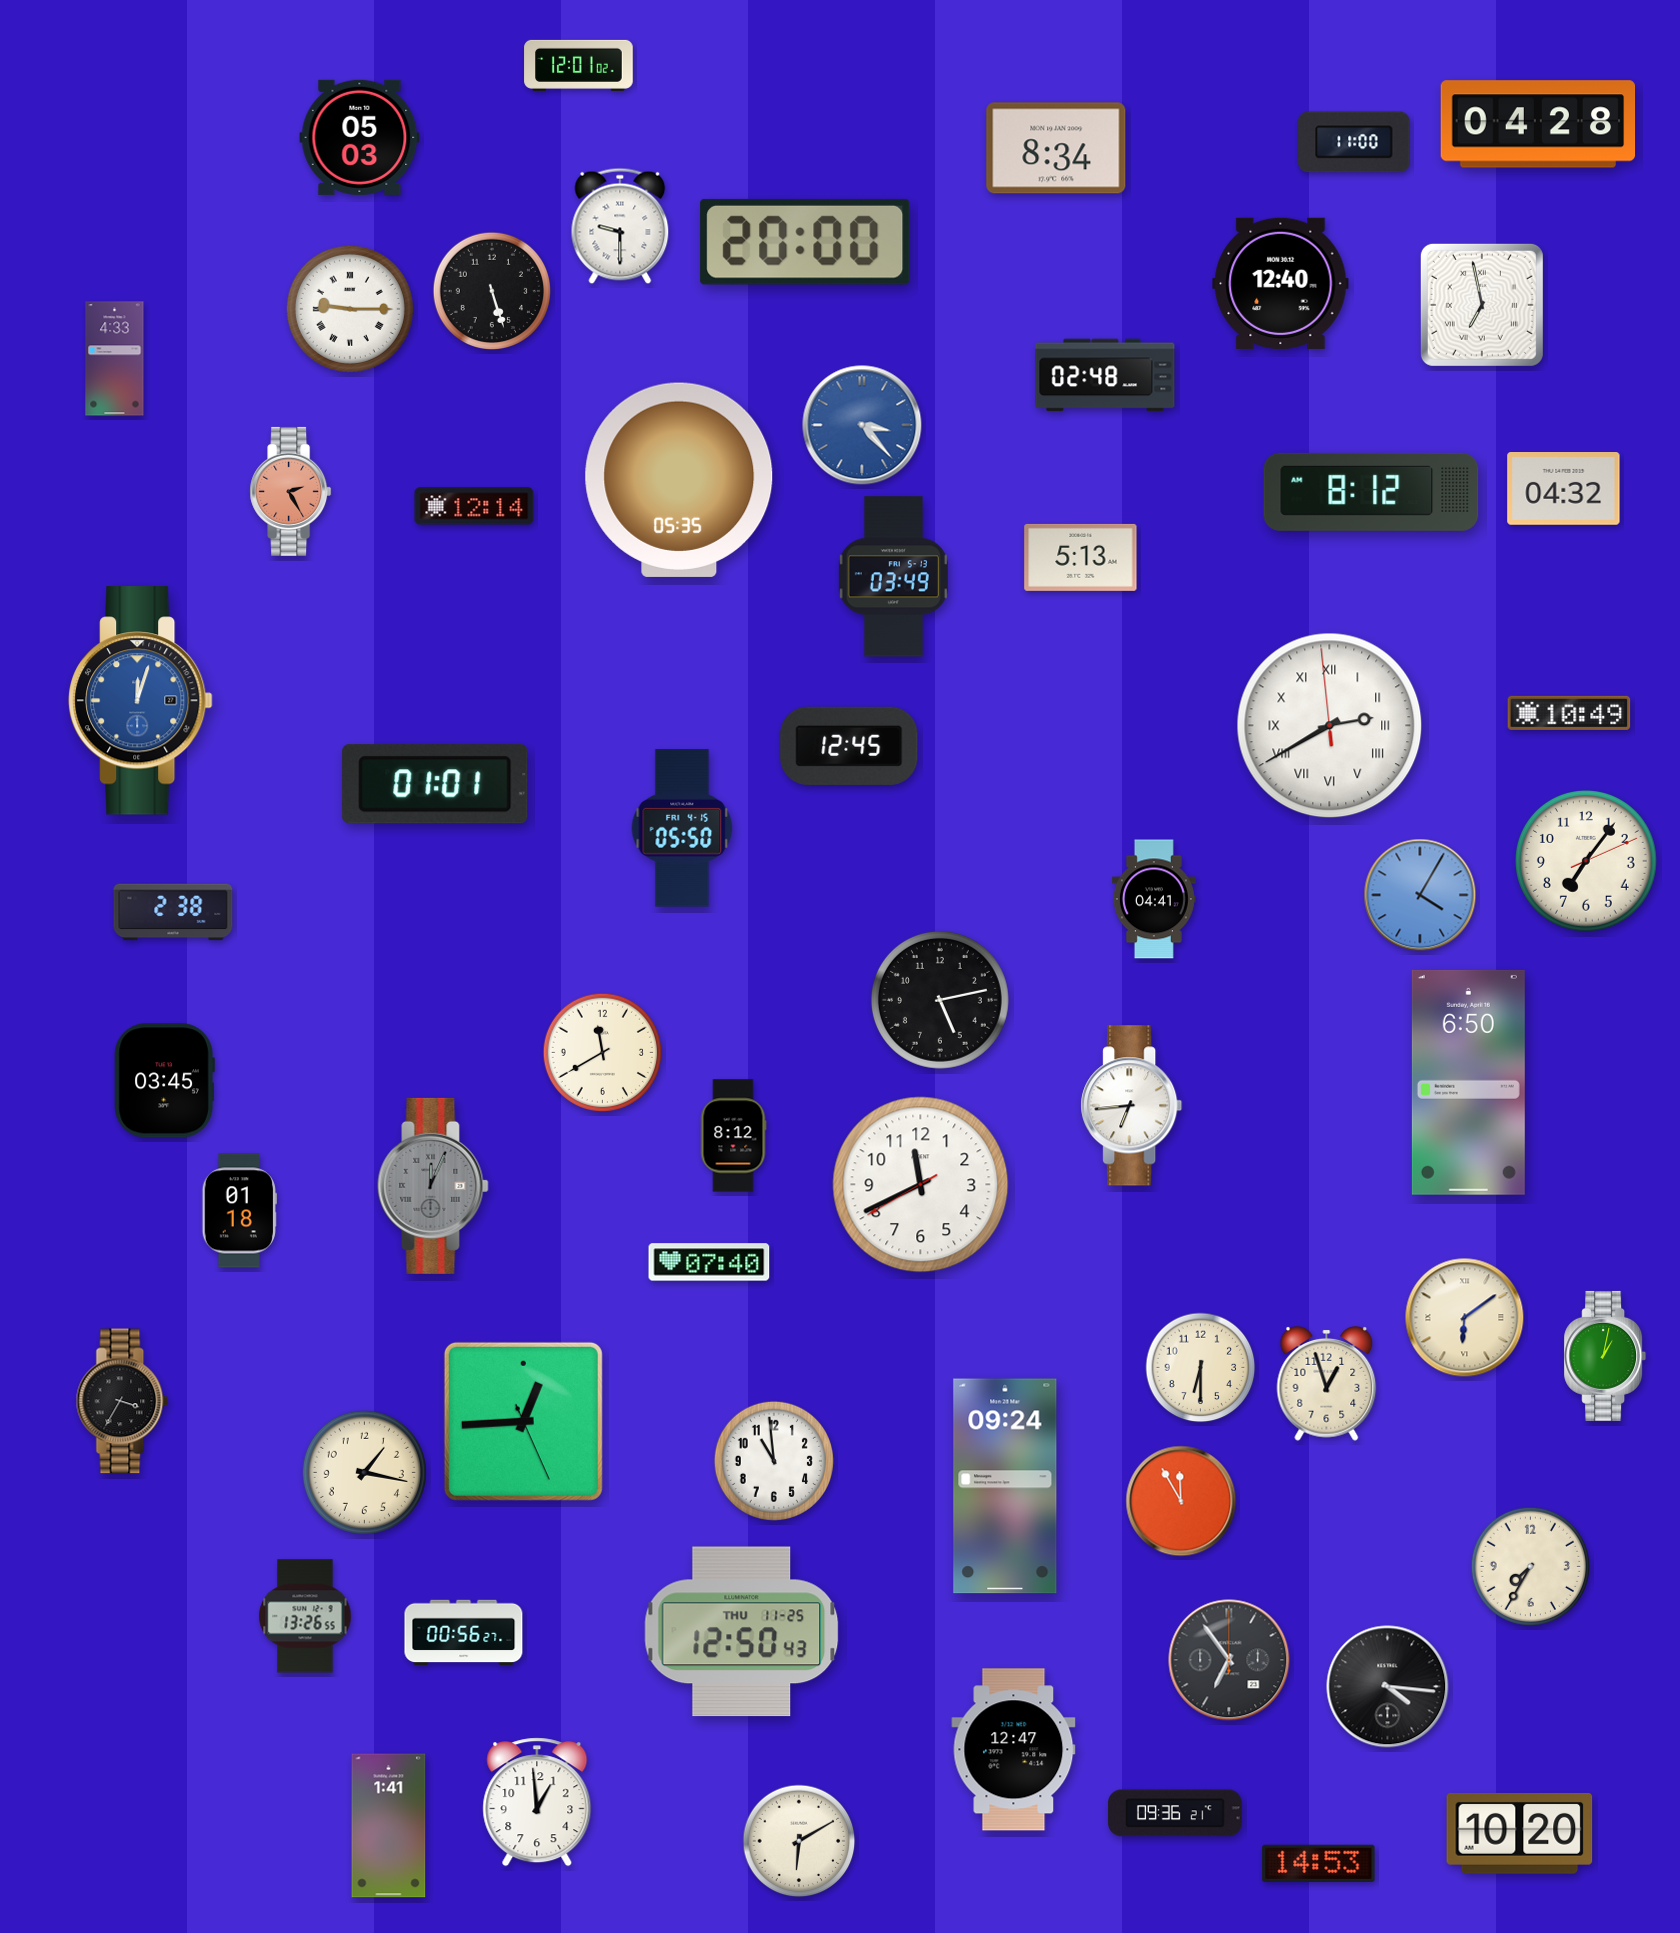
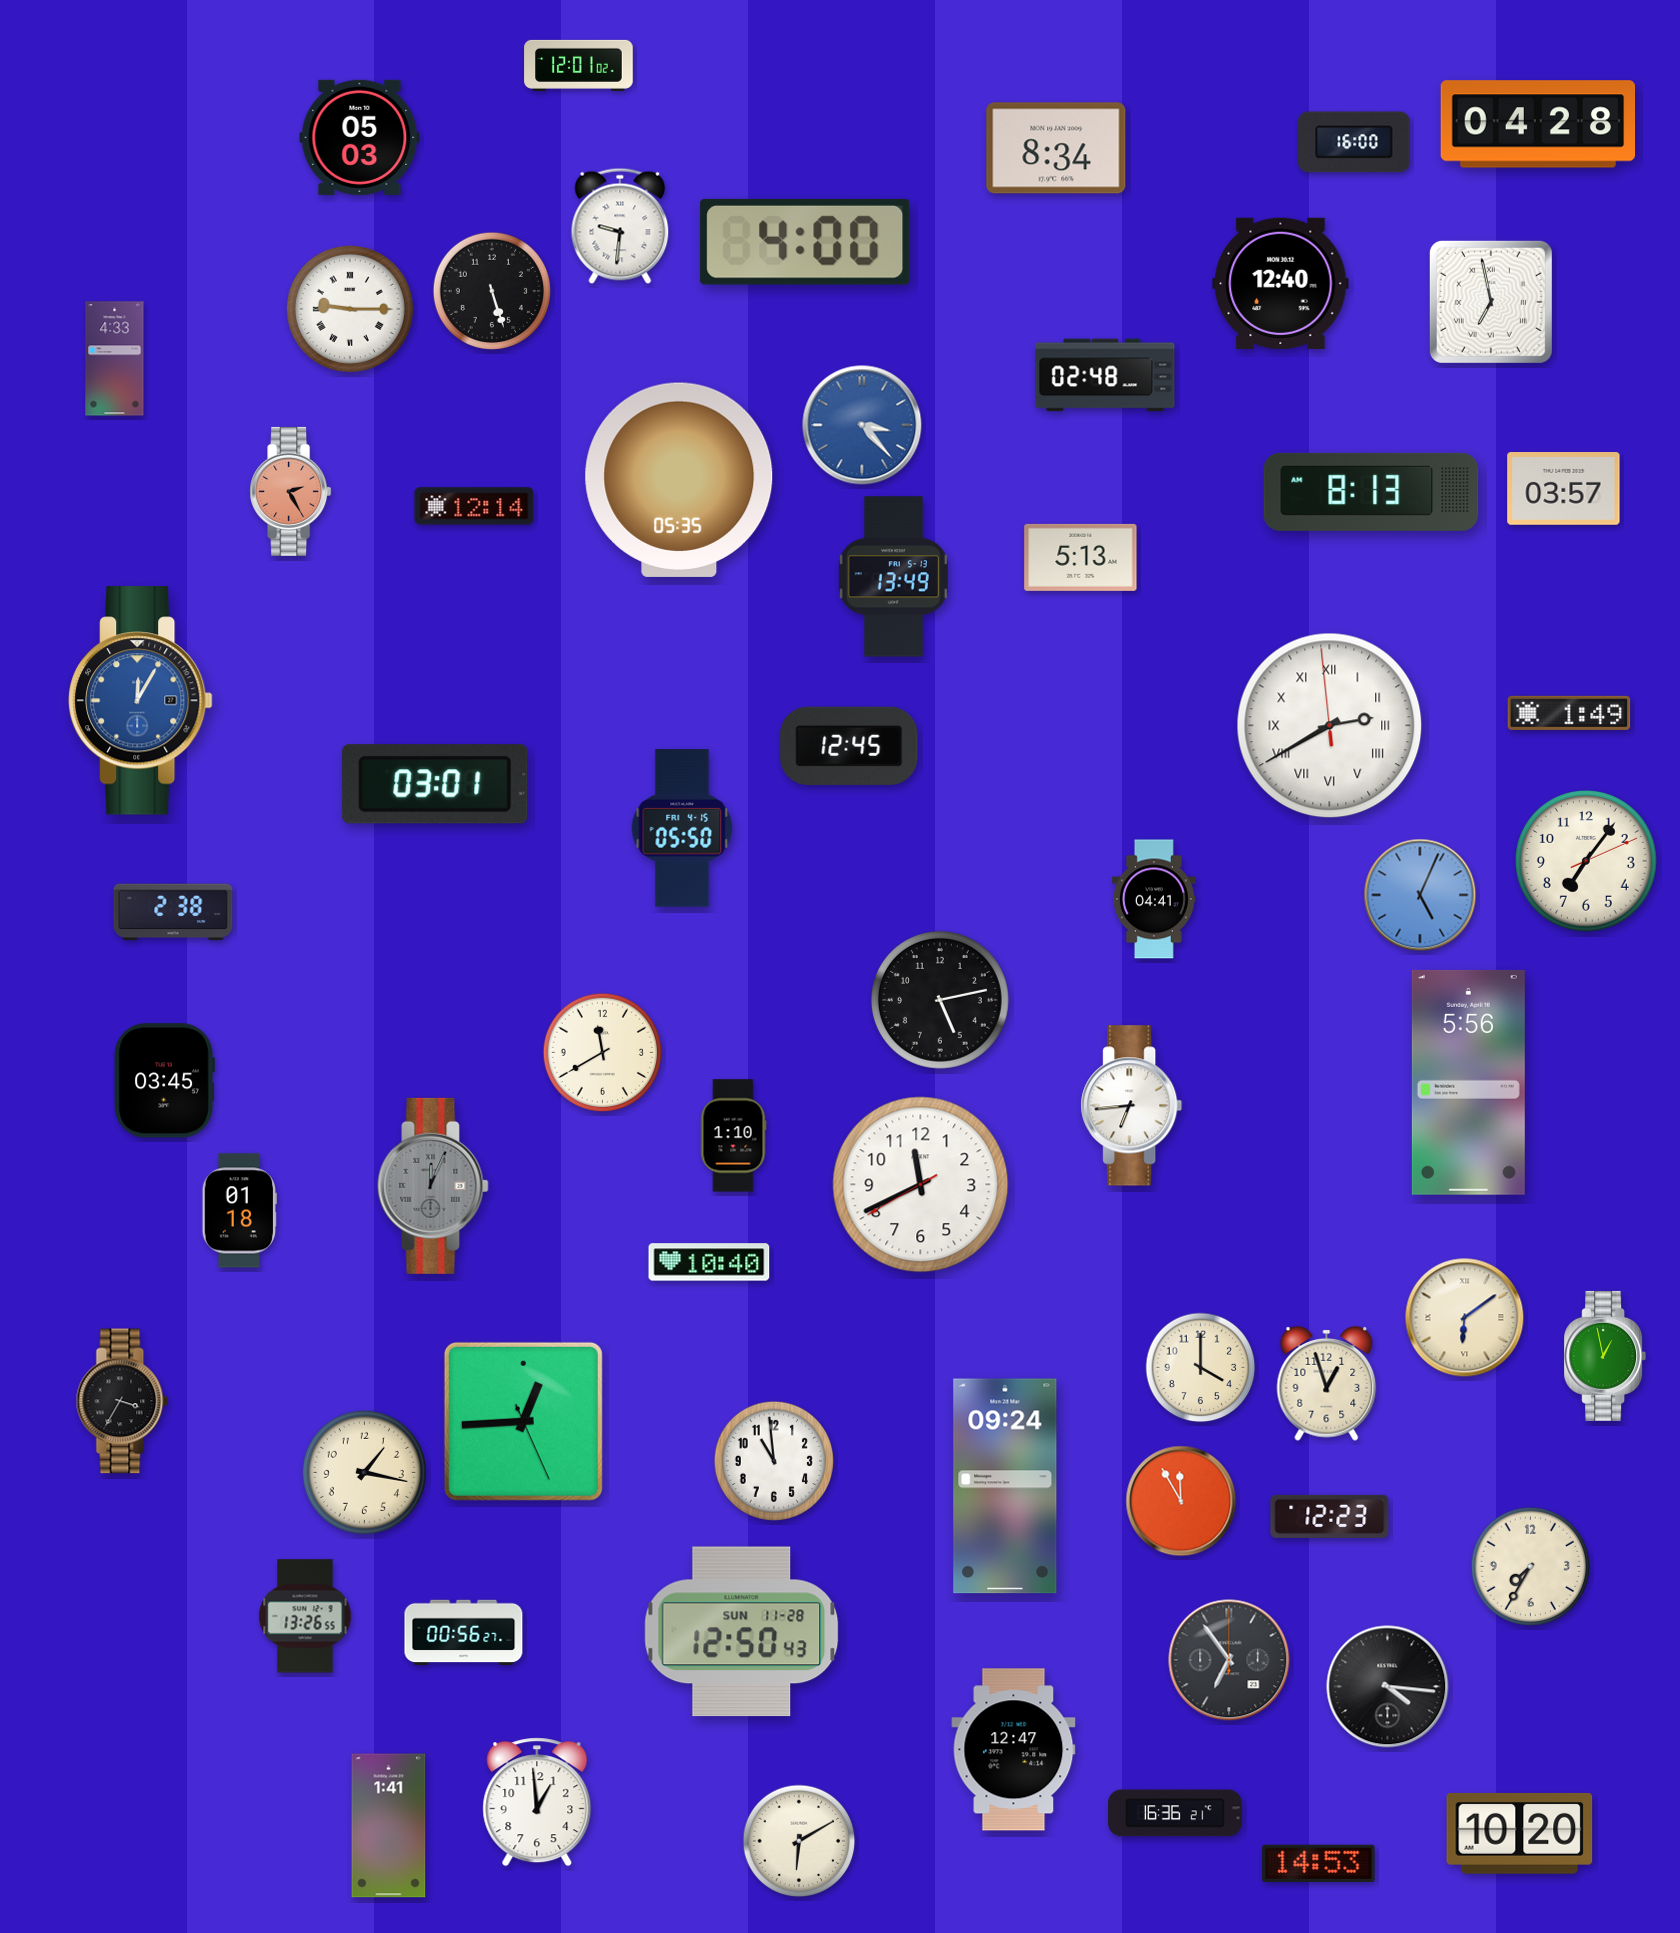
clock at (1354, 142): 11:00 -> 16:00
clock at (620, 226): 9:30 -> 9:31
clock at (805, 242): 20:00 -> 4:00
clock at (1482, 305) position: (1482, 305) -> (1491, 302)
clock at (1564, 489): 04:32 -> 03:57
clock at (1371, 492): 8:12 -> 8:13
clock at (893, 577): 03:49 -> 13:49
clock at (141, 701): 12:03 -> 12:05
clock at (1569, 713): 10:49 -> 1:49
clock at (435, 784): 01:01 -> 03:01
clock at (1420, 895): 4:05 -> 5:04
clock at (1468, 1082): 6:50 -> 5:56
clock at (733, 1136): 8:12 -> 1:10
clock at (709, 1262): 07:40 -> 10:40
clock at (1605, 1356): 1:02 -> 12:58
clock at (1201, 1368): 6:30 -> 4:00
clock at (1330, 1516): none -> 12:23
clock at (742, 1632) date: THU 11-25 -> SUN 11-28
clock at (1175, 1813): 09:36 -> 16:36
